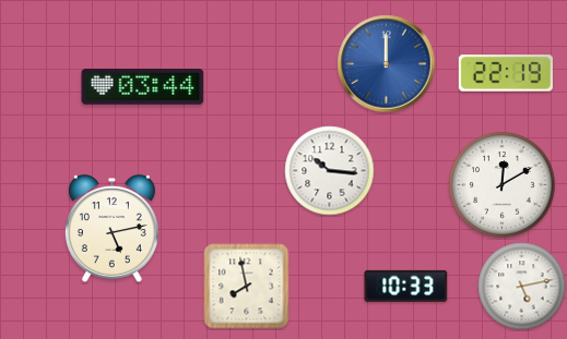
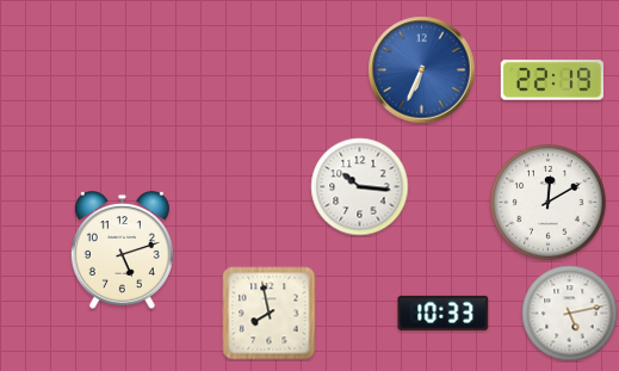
clock at (387, 64): 12:00 -> 6:34
clock at (143, 87): 03:44 -> none
clock at (111, 229): 5:13 -> 5:12
